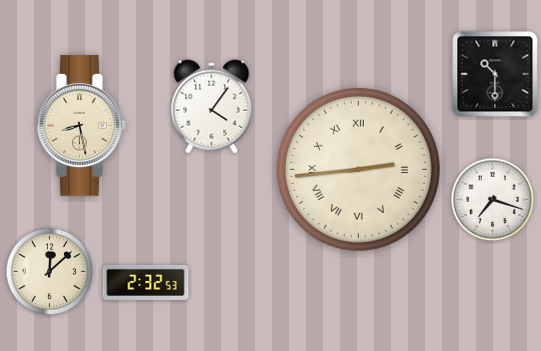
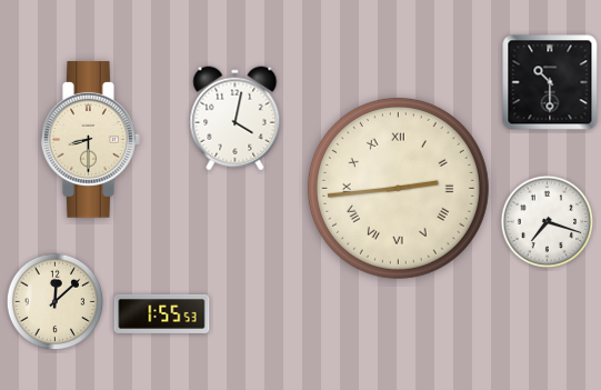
clock at (212, 107): 4:06 -> 4:02
clock at (82, 126): 8:28 -> 8:30
clock at (146, 282): 2:32 -> 1:55
